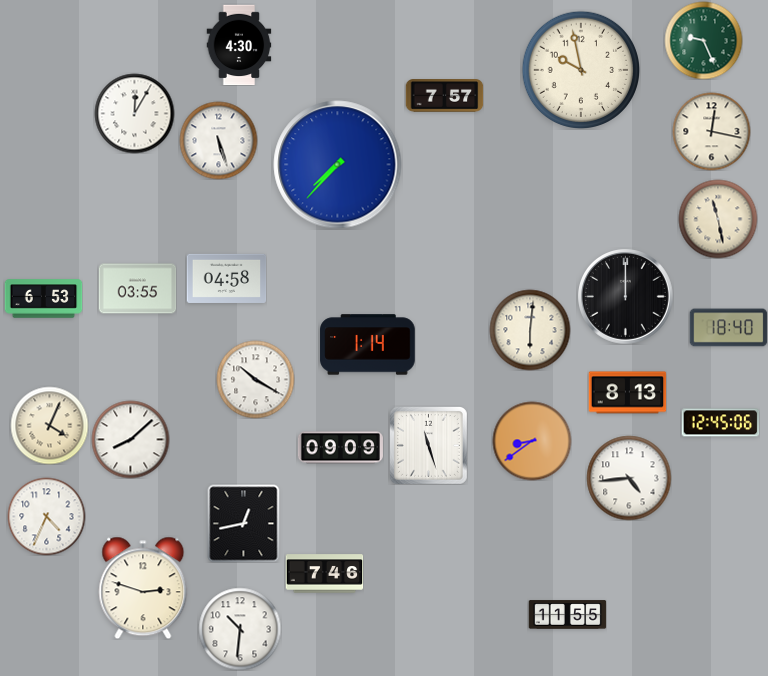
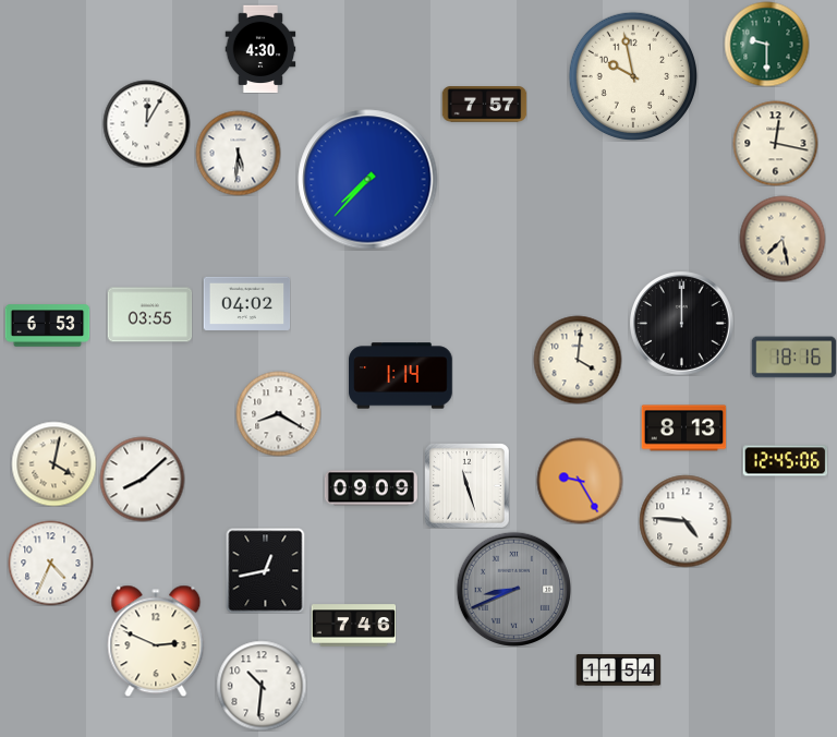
clock at (703, 40): 9:26 -> 9:30
clock at (218, 140): 5:27 -> 5:31
clock at (718, 219): 11:28 -> 7:28
clock at (226, 278): 04:58 -> 04:02
clock at (728, 328): 18:40 -> 18:16
clock at (530, 330): 6:01 -> 4:01
clock at (255, 379): 10:20 -> 8:20
clock at (49, 425): 4:04 -> 4:02
clock at (532, 441): 8:39 -> 9:25
clock at (629, 478): 4:44 -> 4:46
clock at (513, 589): none -> 8:41
clock at (143, 588): 2:48 -> 2:49
clock at (567, 615): 11:55 -> 11:54
